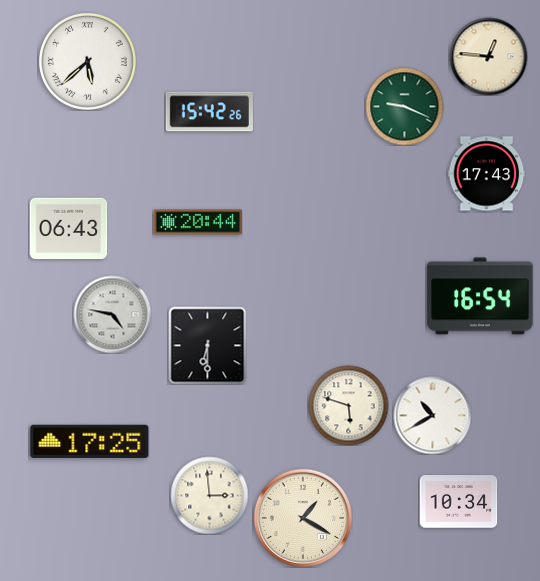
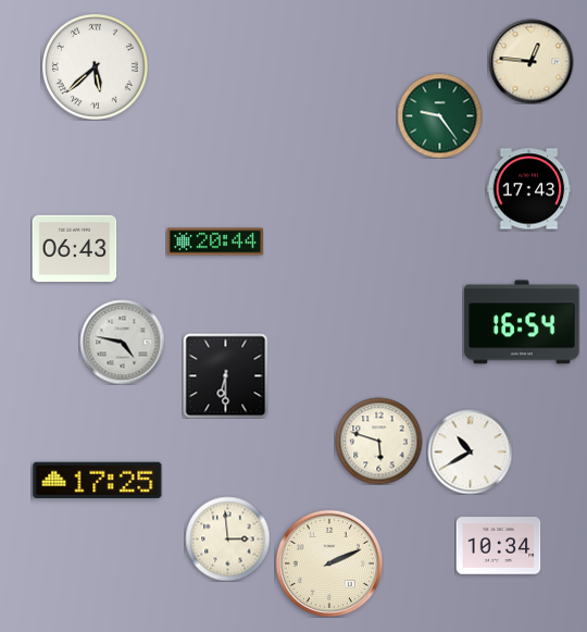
clock at (404, 106): 9:19 -> 9:24
clock at (209, 112): 15:42 -> none
clock at (303, 518): 1:20 -> 2:11
